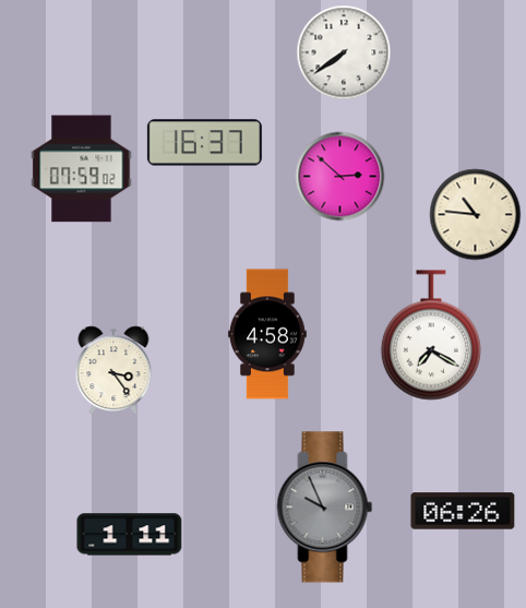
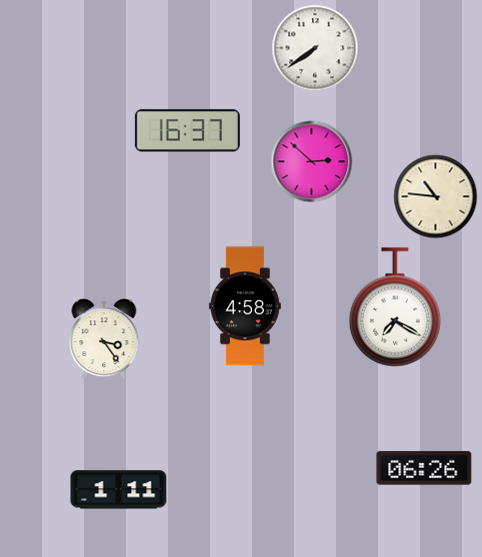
clock at (82, 169): 07:59 -> none
clock at (325, 508): 9:56 -> none
